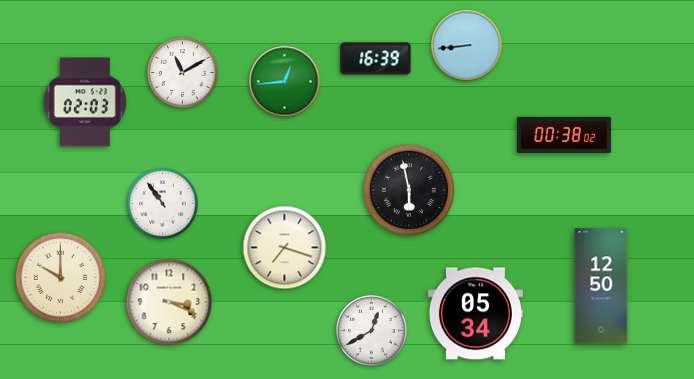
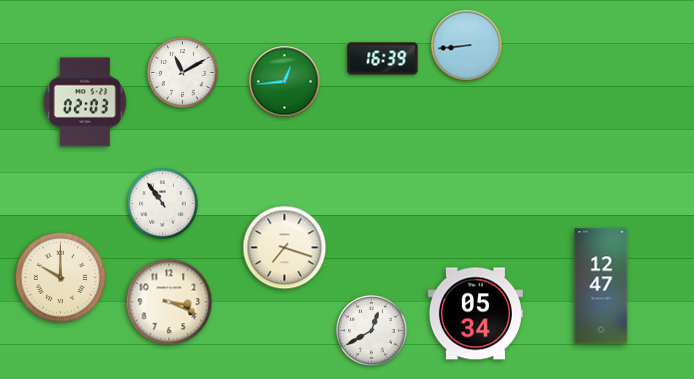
clock at (376, 59) position: (376, 59) -> (383, 59)
clock at (564, 134): 00:38 -> none
clock at (409, 190): 5:58 -> none
clock at (601, 286): 12:50 -> 12:47
